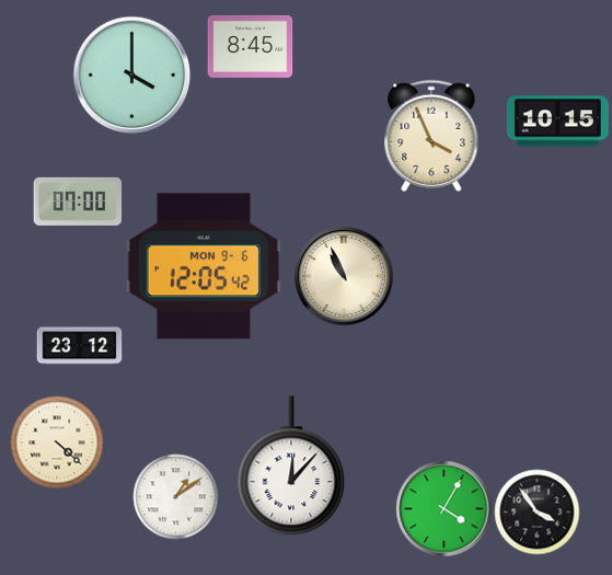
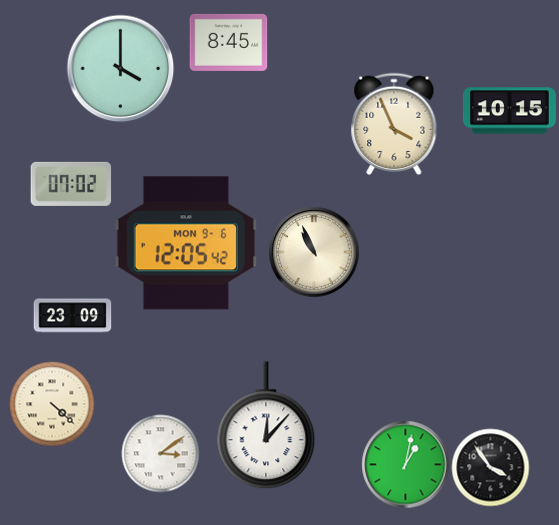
clock at (78, 202): 07:00 -> 07:02
clock at (79, 346): 23:12 -> 23:09
clock at (175, 496): 1:09 -> 3:09
clock at (443, 508): 4:05 -> 1:02
